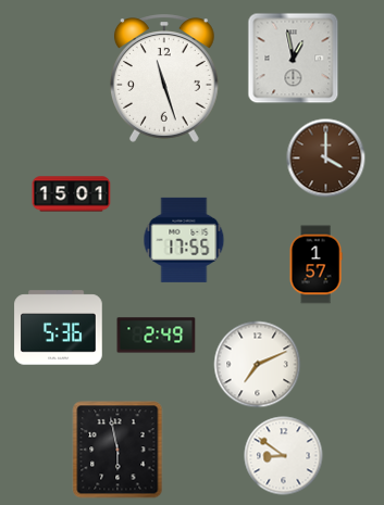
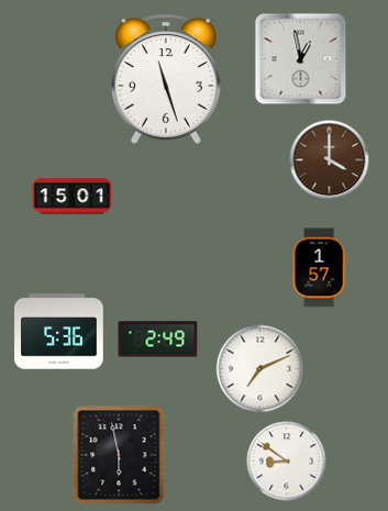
clock at (294, 59) position: (294, 59) -> (301, 59)
clock at (184, 240): 17:55 -> none
